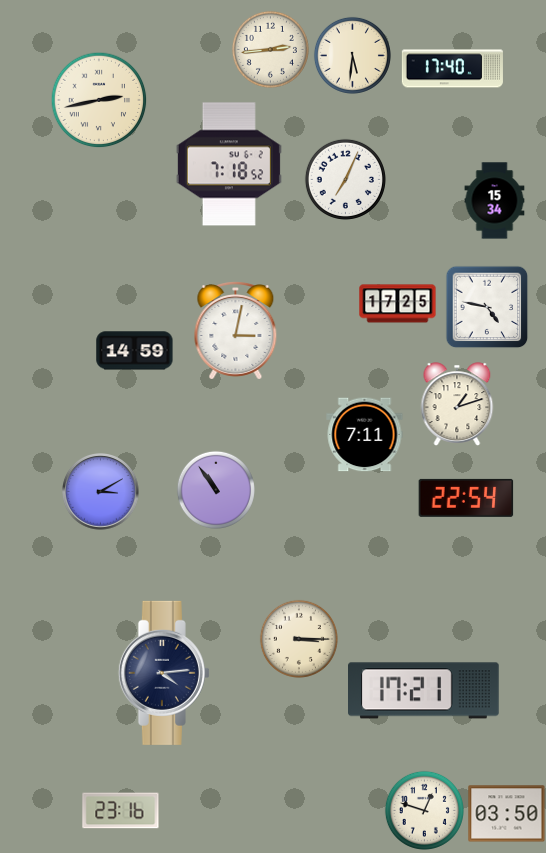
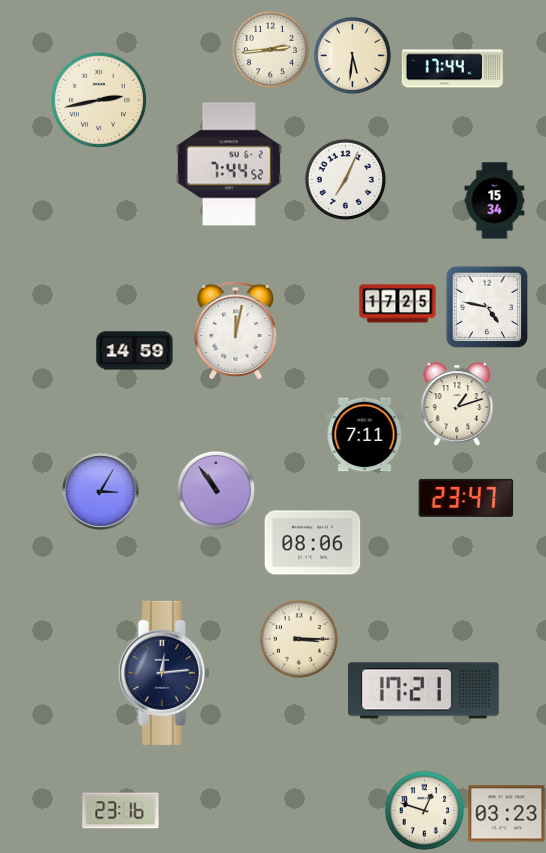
clock at (452, 69): 17:40 -> 17:44
clock at (229, 164): 7:18 -> 7:44
clock at (236, 331): 3:02 -> 12:02
clock at (101, 492): 3:10 -> 3:05
clock at (466, 498): 22:54 -> 23:47
clock at (313, 543): none -> 08:06
clock at (164, 673): 4:14 -> 12:14
clock at (507, 814): 03:50 -> 03:23
